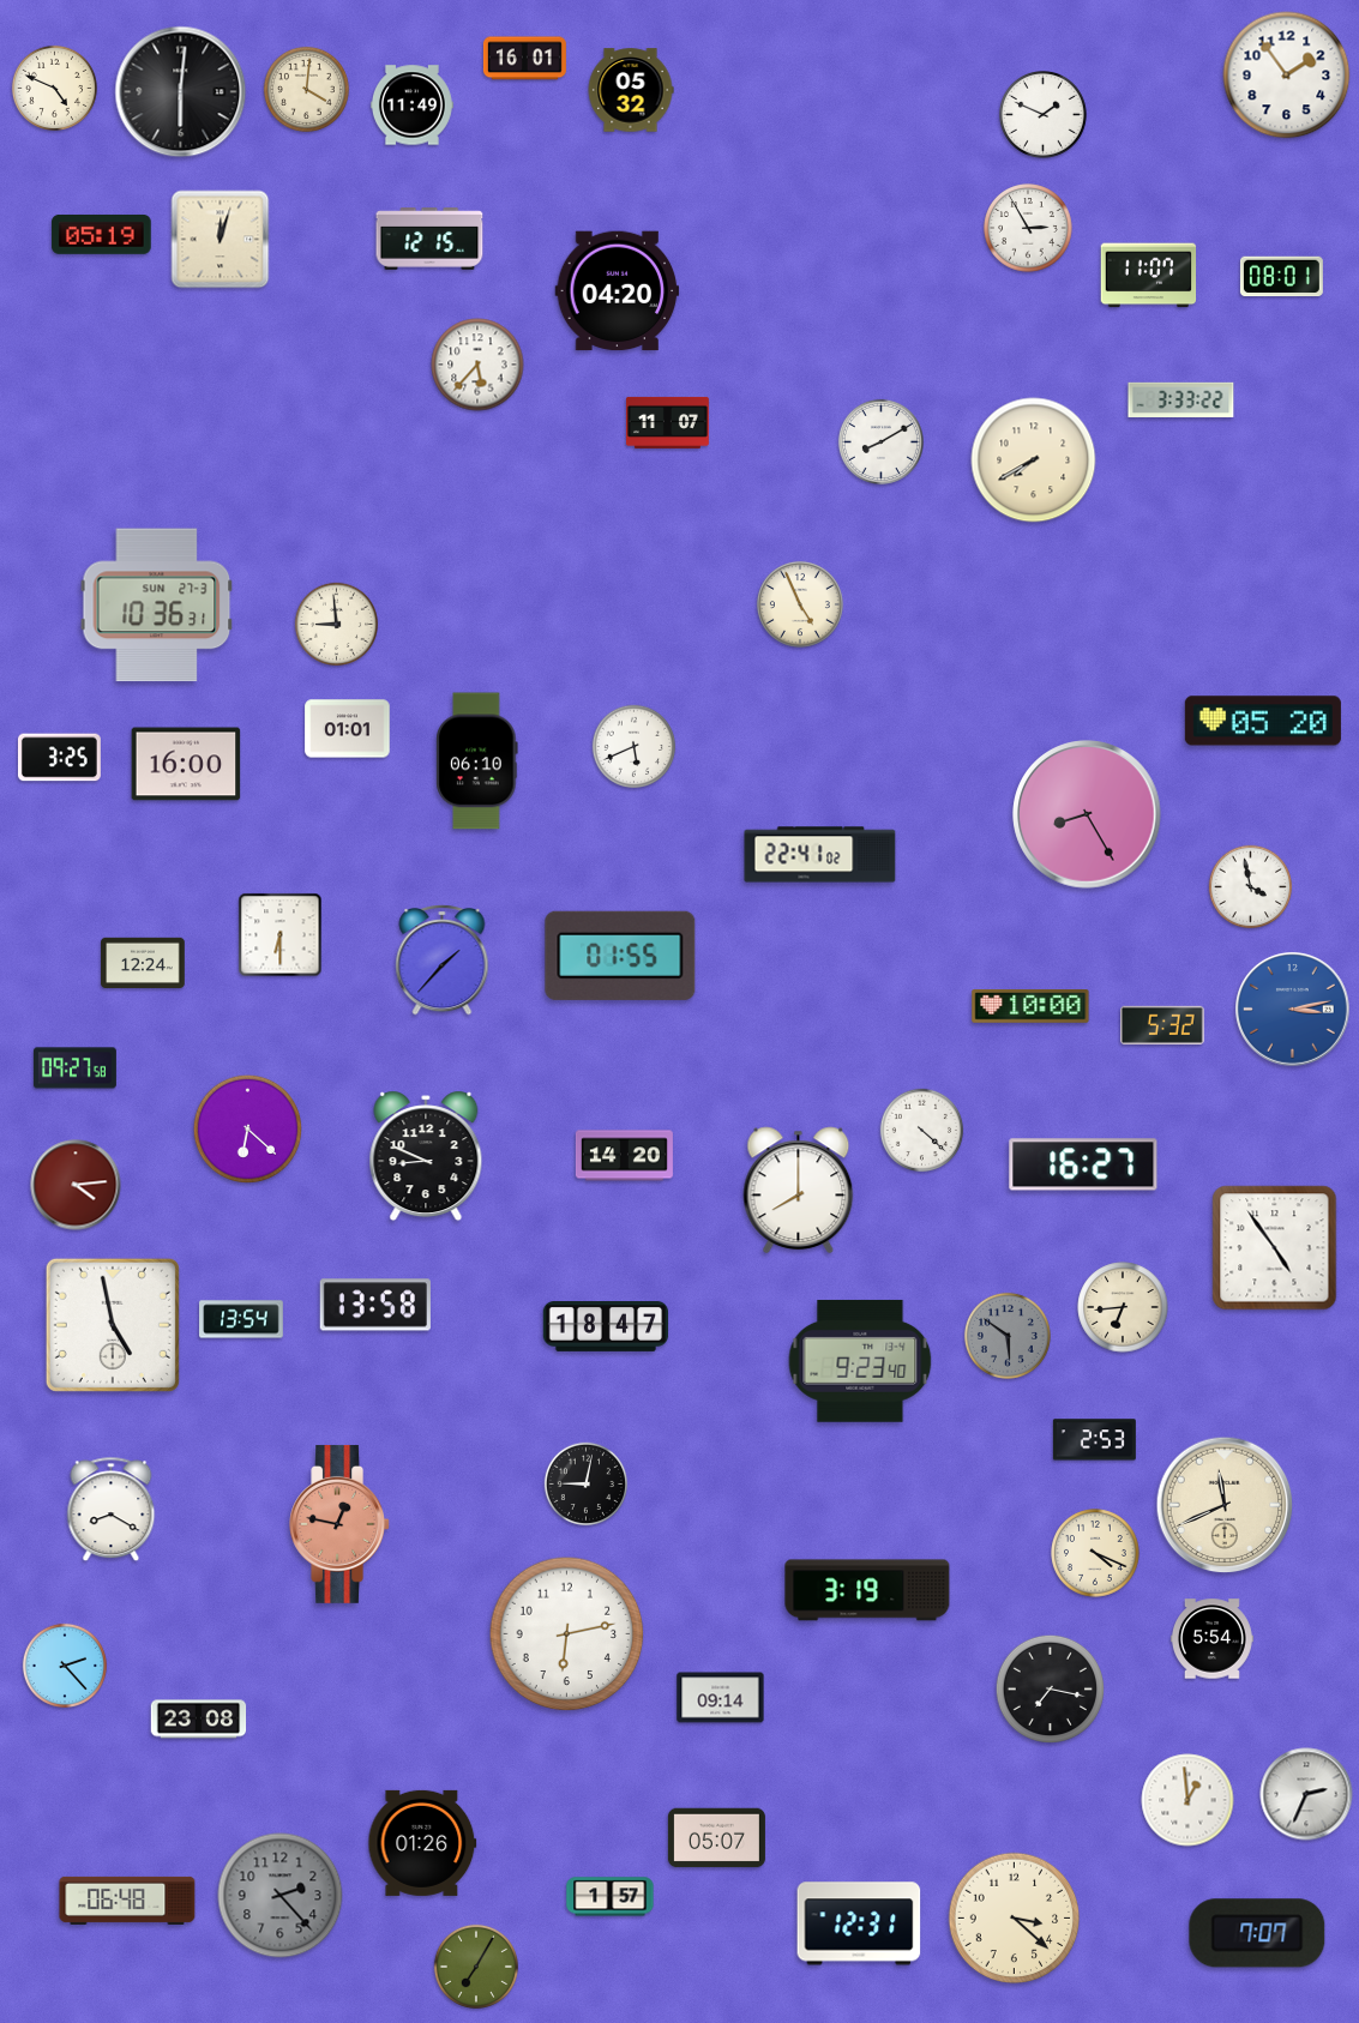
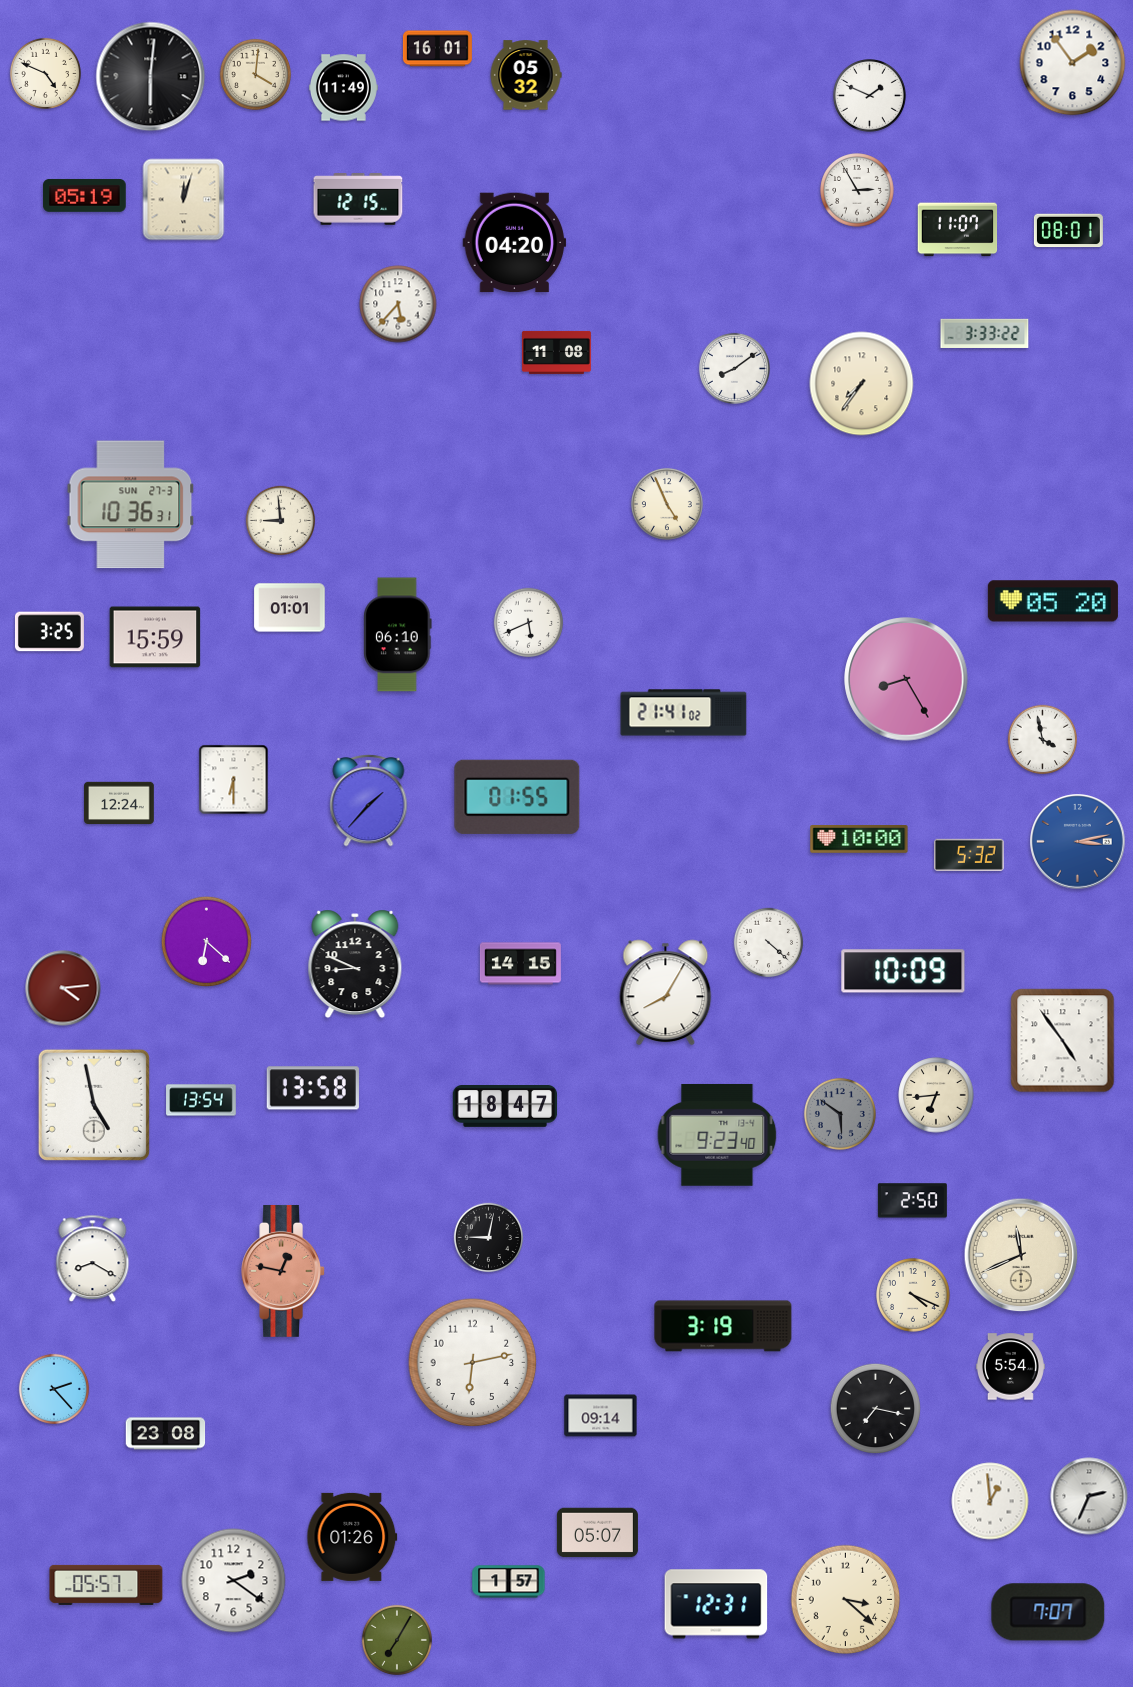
clock at (667, 422): 11:07 -> 11:08
clock at (880, 441): 8:10 -> 8:09
clock at (1034, 460): 7:40 -> 7:36
clock at (186, 764): 16:00 -> 15:59
clock at (820, 855): 22:41 -> 21:41
clock at (74, 1068): 09:27 -> none
clock at (624, 1156): 14:20 -> 14:15
clock at (1083, 1164): 16:27 -> 10:09
clock at (799, 1191): 8:00 -> 8:05
clock at (1123, 1307) position: (1123, 1307) -> (936, 1095)
clock at (1094, 1440): 2:53 -> 2:50
clock at (281, 1896): 2:23 -> 2:21
clock at (281, 1896) dial: grey -> white
clock at (127, 1901): 06:48 -> 05:57
